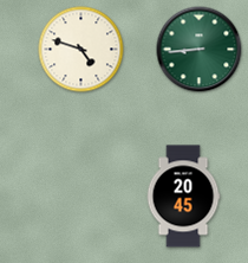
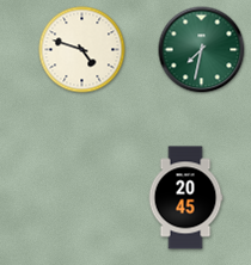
clock at (200, 50): 8:44 -> 7:32
